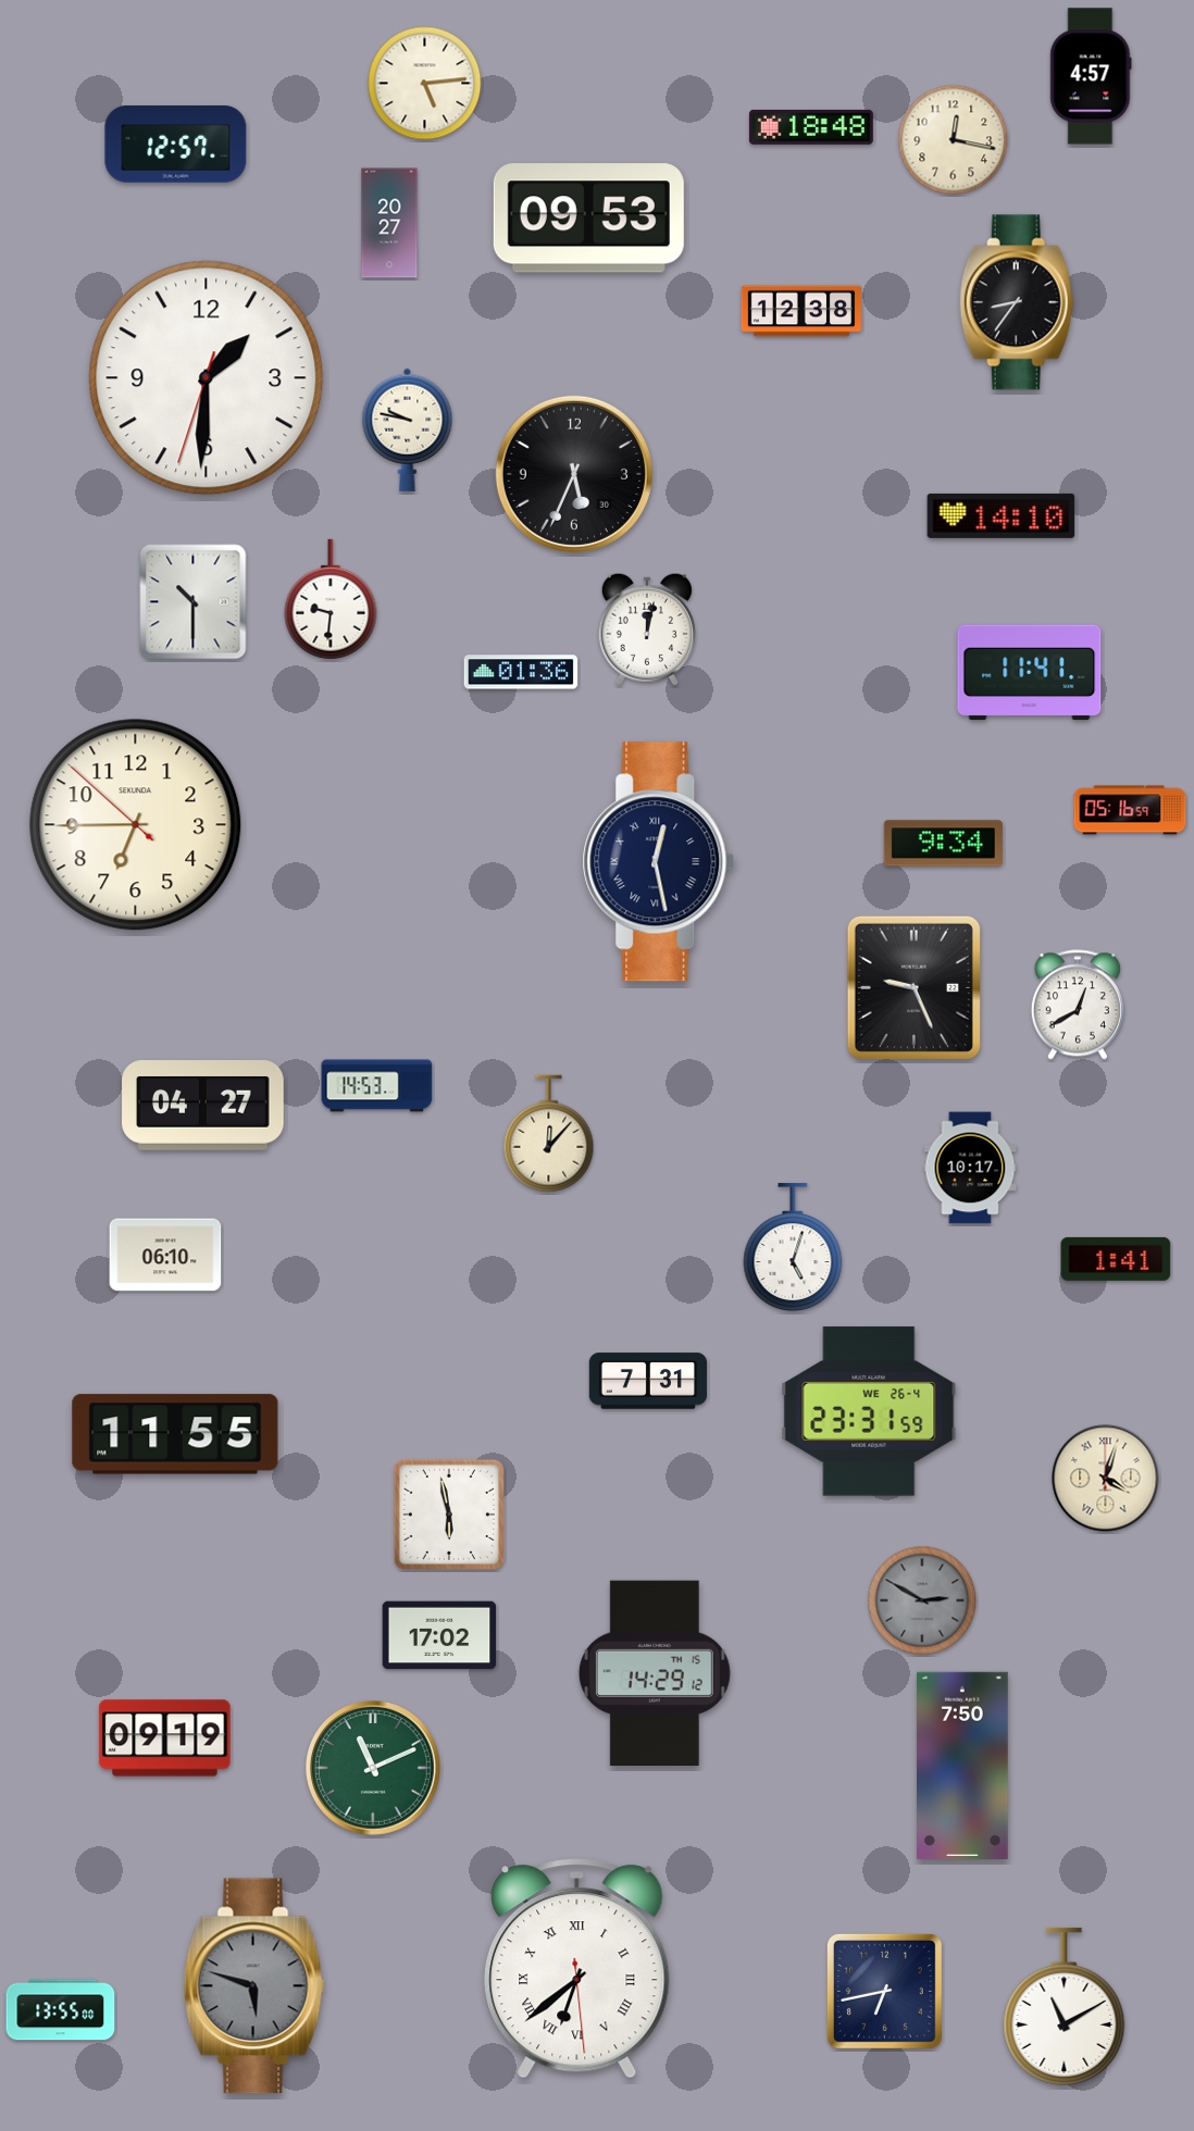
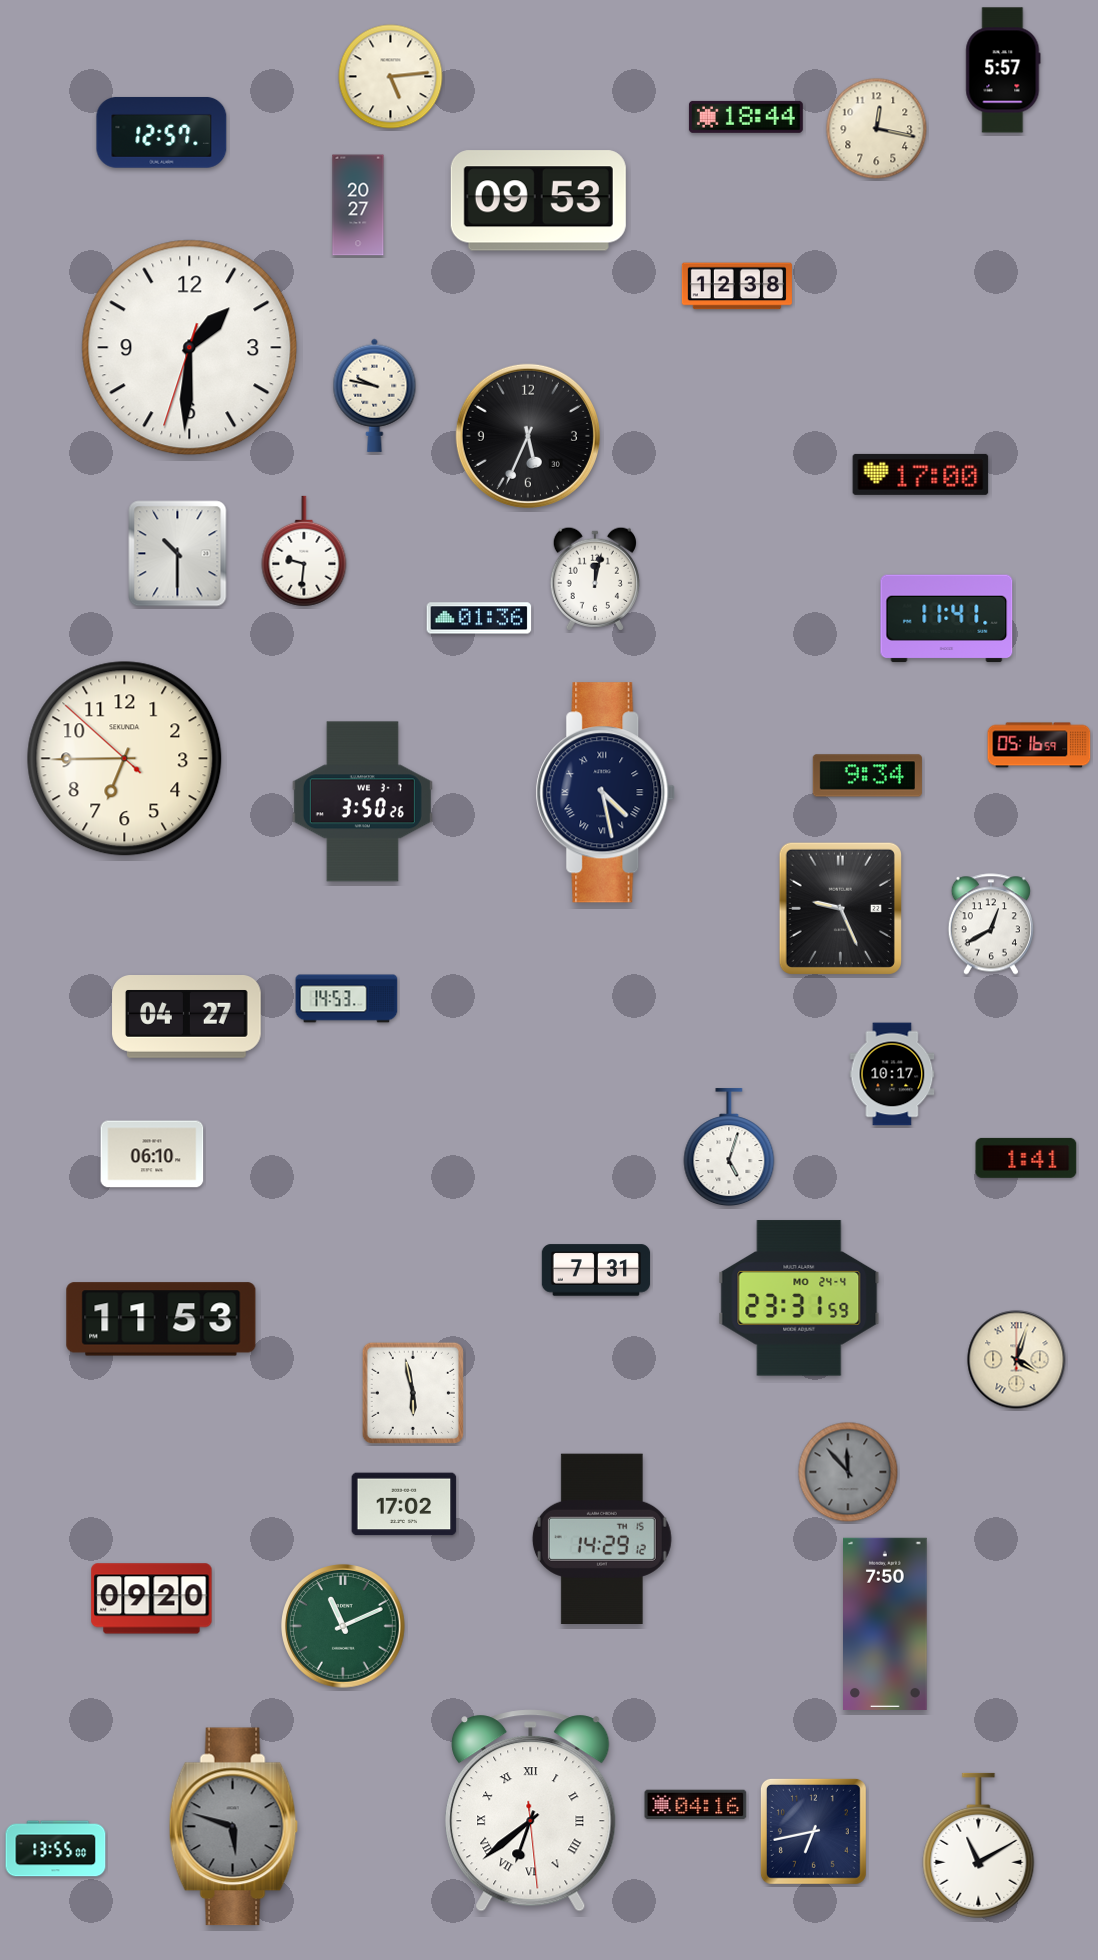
clock at (1091, 76): 4:57 -> 5:57
clock at (811, 127): 18:48 -> 18:44
clock at (588, 219) position: (588, 219) -> (538, 201)
clock at (1017, 302): 8:36 -> none
clock at (1002, 515): 14:10 -> 17:00
clock at (659, 862): 12:28 -> 4:28
clock at (362, 802): none -> 3:50
clock at (549, 1134): 12:07 -> none
clock at (869, 1411) date: WE 26-4 -> MO 24-4
clock at (175, 1434): 11:55 -> 11:53
clock at (922, 1600): 2:50 -> 11:53
clock at (165, 1739): 09:19 -> 09:20
clock at (696, 1805): none -> 04:16
